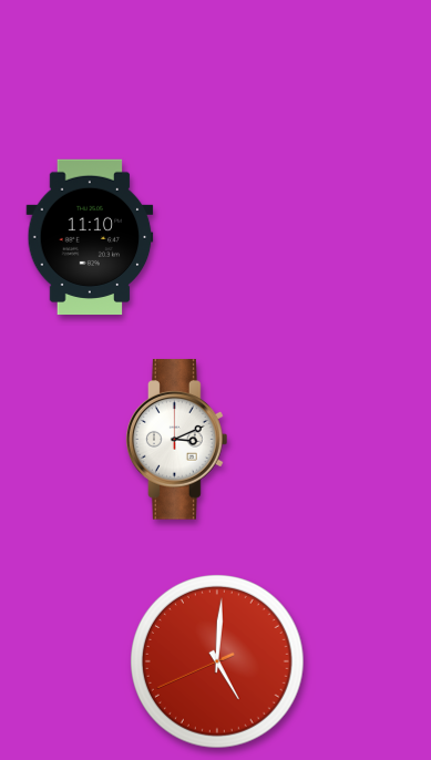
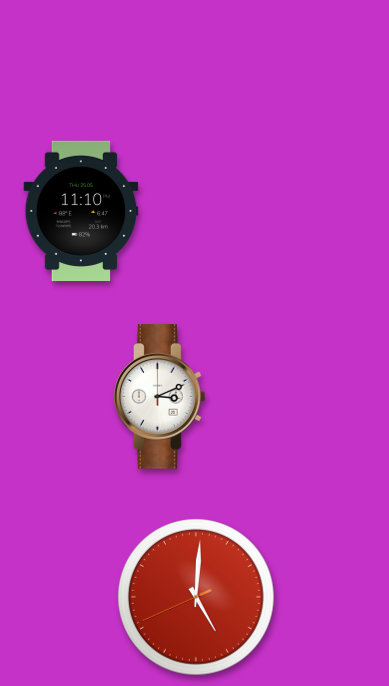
clock at (90, 237) position: (90, 237) -> (81, 211)
